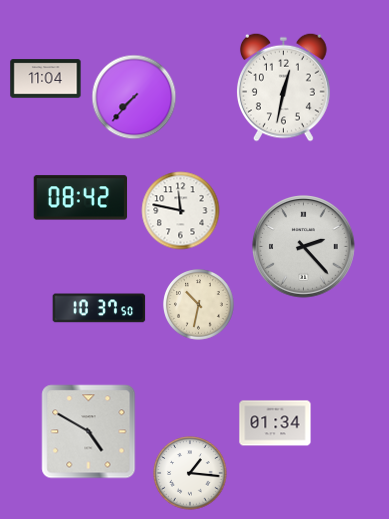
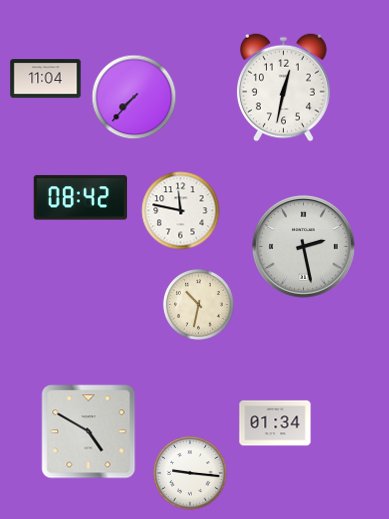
clock at (304, 247): 2:23 -> 2:28
clock at (99, 308): 10:37 -> none
clock at (190, 473): 1:16 -> 9:16
